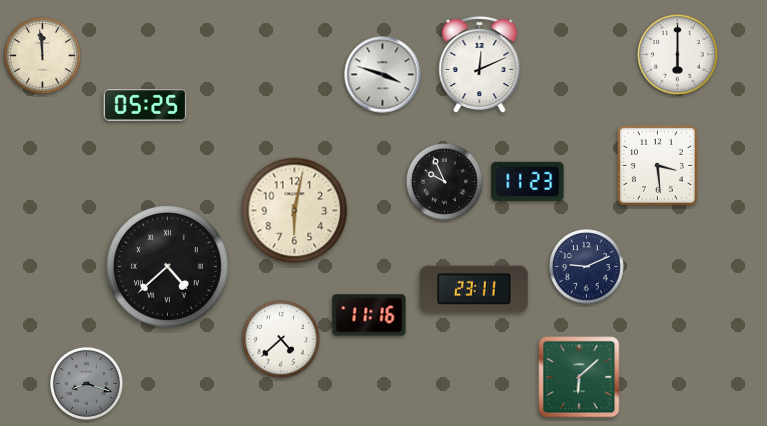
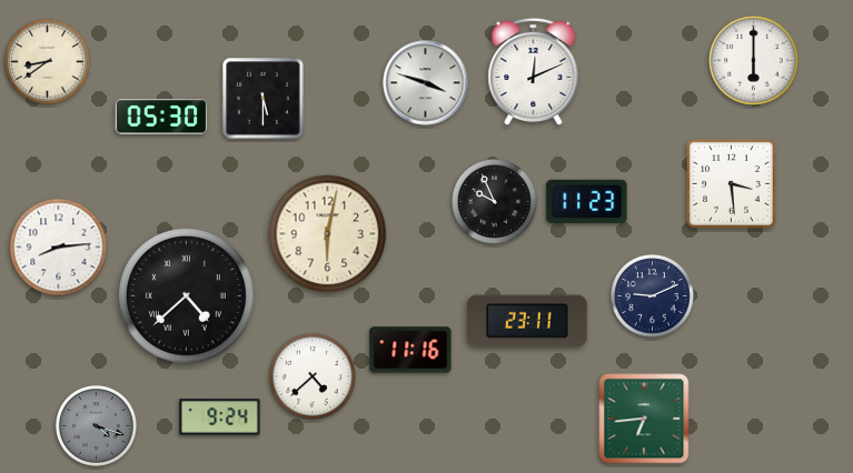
clock at (43, 56): 11:59 -> 8:39
clock at (264, 99): none -> 5:30
clock at (145, 105): 05:25 -> 05:30
clock at (59, 248): none -> 8:14
clock at (220, 417): none -> 9:24
clock at (579, 377): 6:08 -> 6:44
clock at (86, 383): 8:18 -> 4:18
